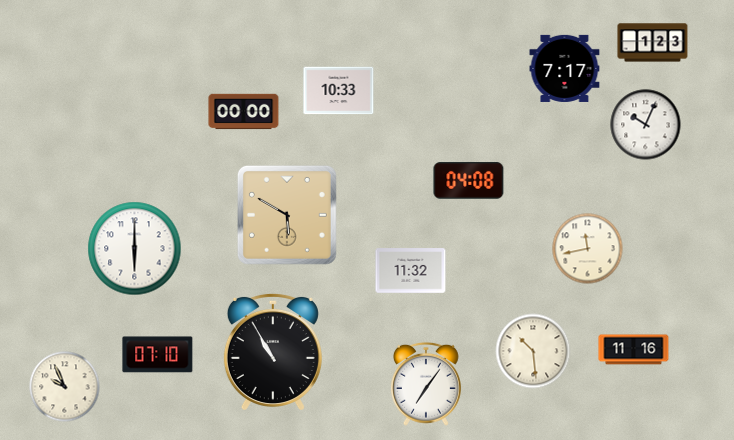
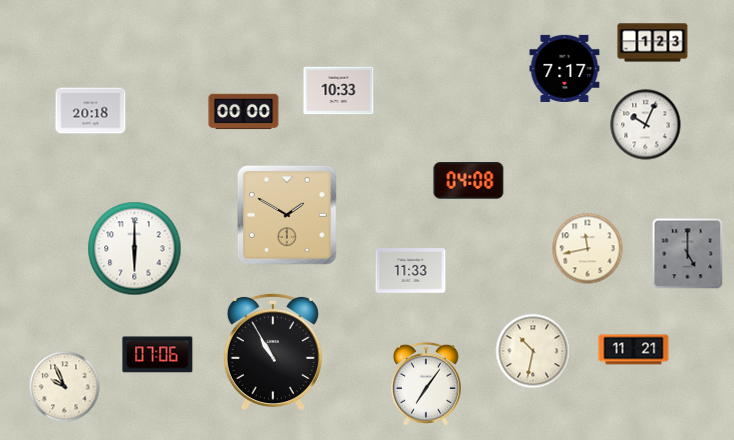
clock at (91, 111): none -> 20:18
clock at (287, 215): 5:50 -> 1:50
clock at (688, 254): none -> 5:00
clock at (411, 271): 11:32 -> 11:33
clock at (634, 350): 11:16 -> 11:21
clock at (533, 351): 10:29 -> 10:32
clock at (158, 355): 07:10 -> 07:06
